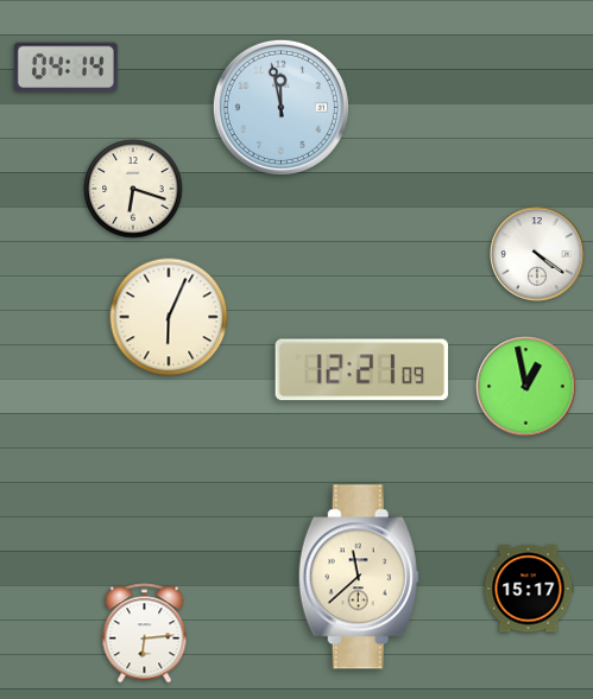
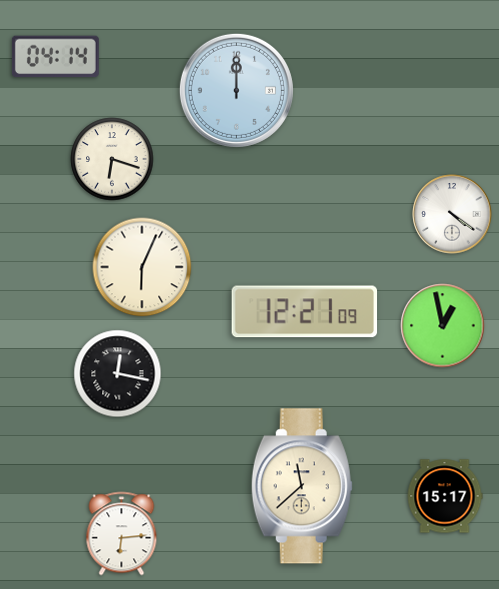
clock at (280, 107): 11:58 -> 12:00
clock at (118, 374): none -> 12:17
